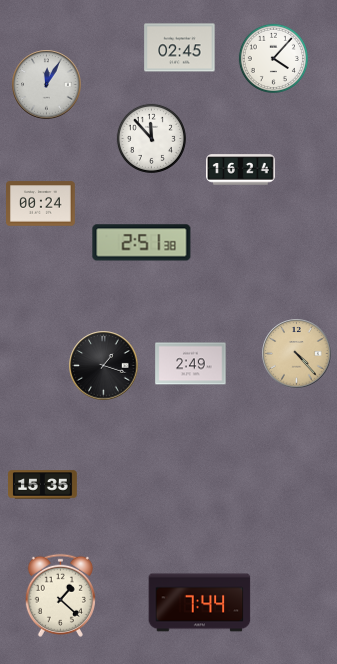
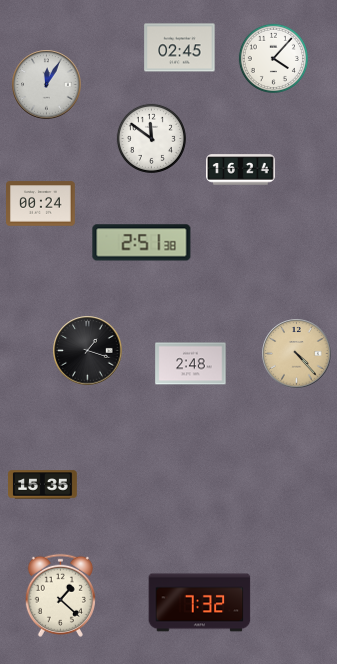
clock at (151, 138): 11:53 -> 11:51
clock at (191, 364): 2:49 -> 2:48
clock at (104, 366) position: (104, 366) -> (88, 351)
clock at (200, 603): 7:44 -> 7:32
